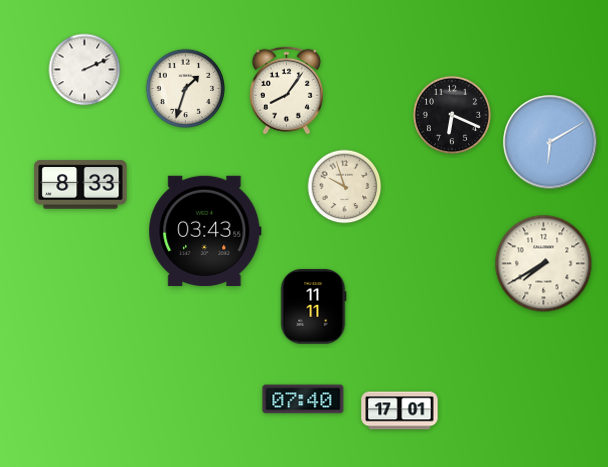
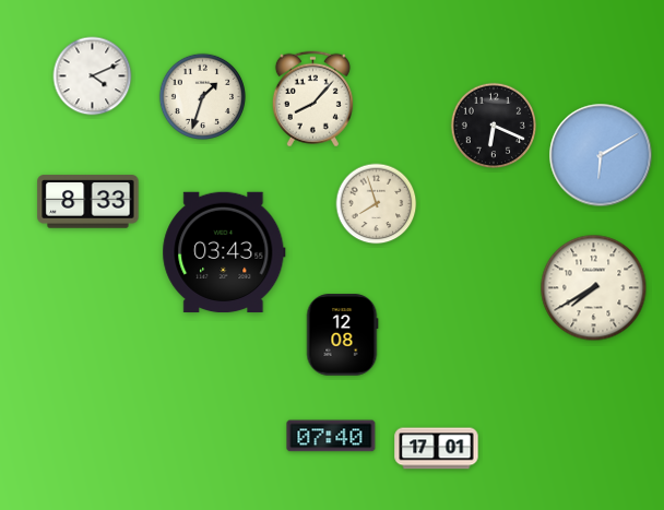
clock at (85, 70): 2:11 -> 4:11
clock at (286, 91): 8:06 -> 8:07
clock at (345, 187): 9:57 -> 7:57
clock at (313, 307): 11:11 -> 12:08
